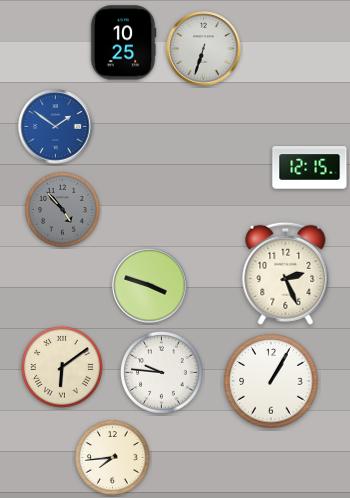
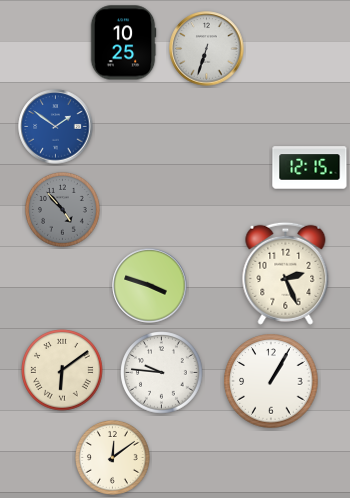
clock at (204, 49) position: (204, 49) -> (207, 49)
clock at (62, 367) position: (62, 367) -> (62, 370)
clock at (112, 457): 7:44 -> 12:09
